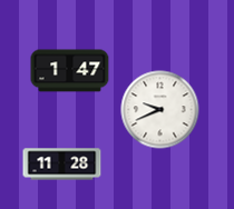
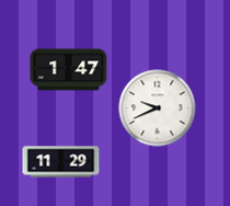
clock at (62, 165): 11:28 -> 11:29
